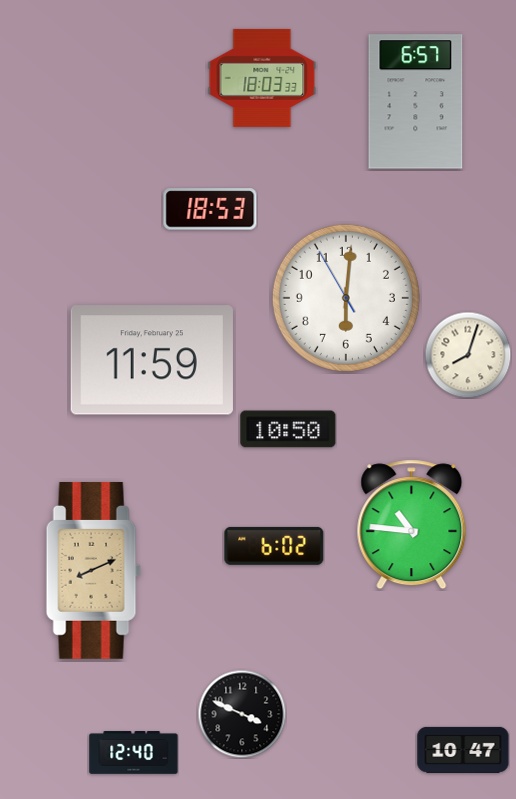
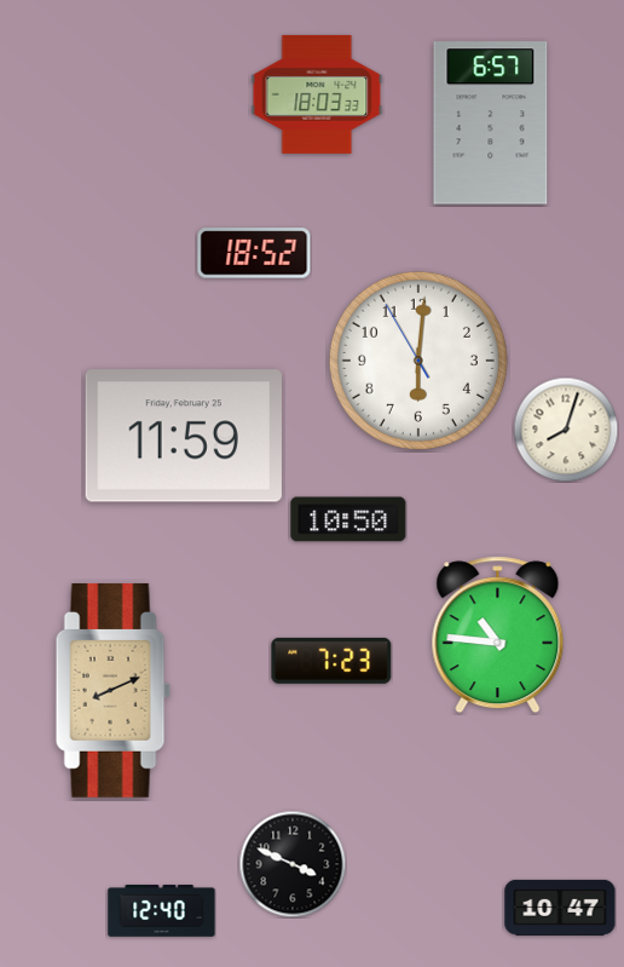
clock at (416, 102) position: (416, 102) -> (491, 123)
clock at (210, 209): 18:53 -> 18:52
clock at (274, 546): 6:02 -> 7:23
